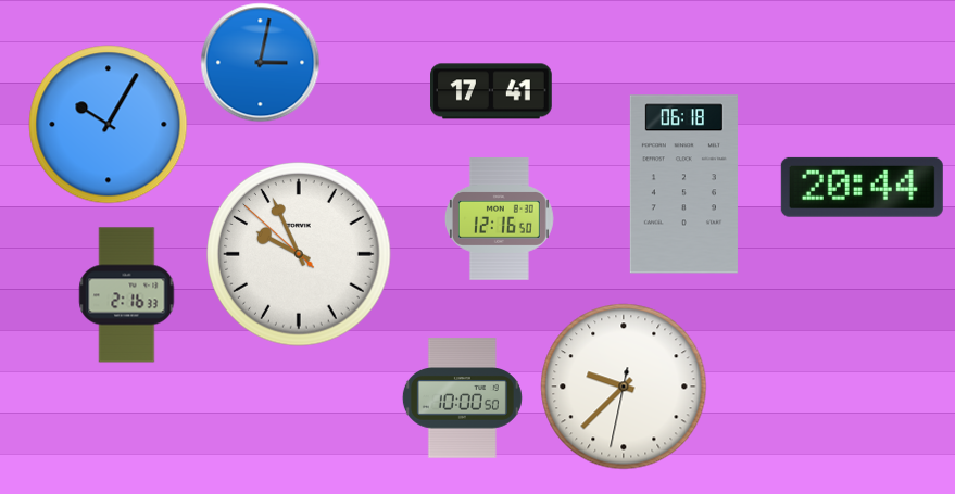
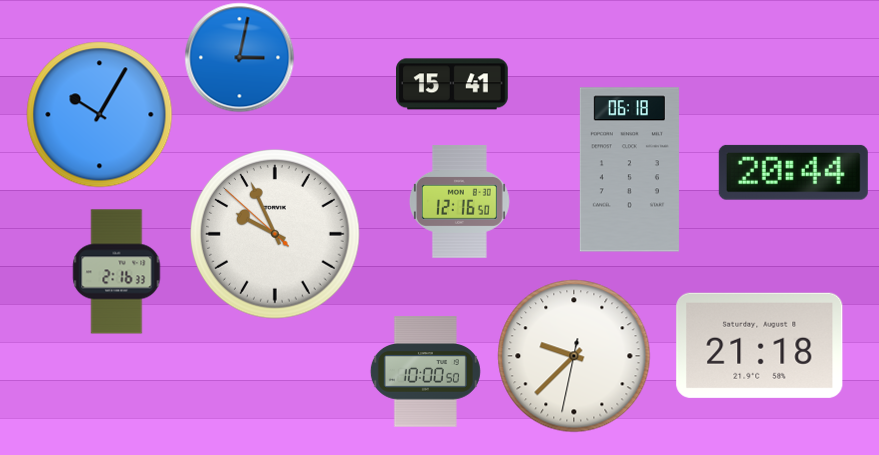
clock at (492, 91): 17:41 -> 15:41
clock at (760, 345): none -> 21:18
clock at (462, 398) position: (462, 398) -> (425, 372)
